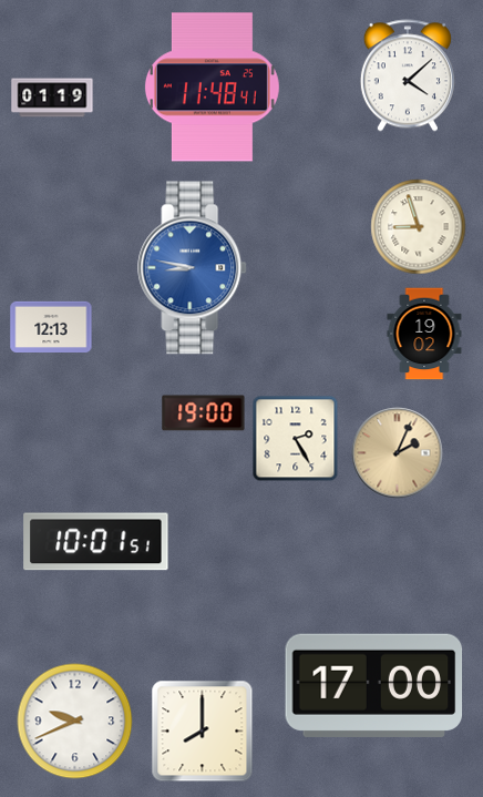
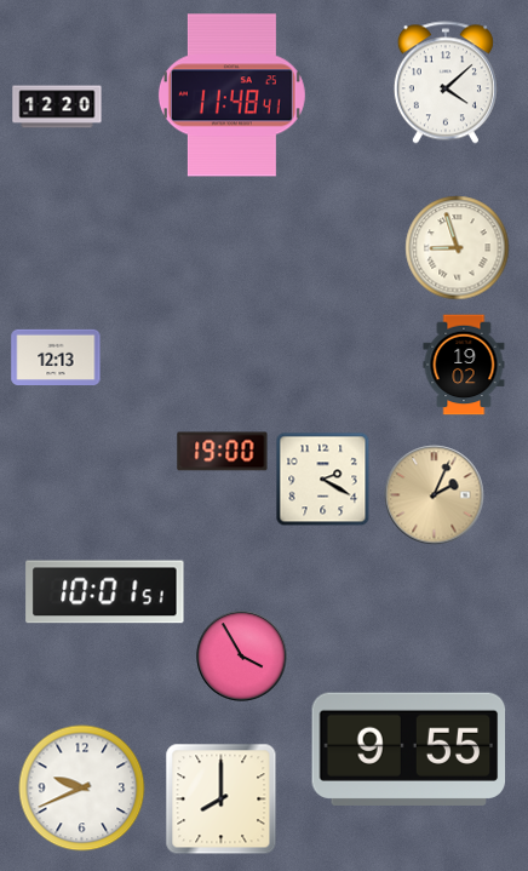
clock at (52, 98): 01:19 -> 12:20
clock at (193, 268): 8:47 -> none
clock at (296, 439): 2:25 -> 2:20
clock at (242, 657): none -> 3:55
clock at (374, 685): 17:00 -> 9:55
